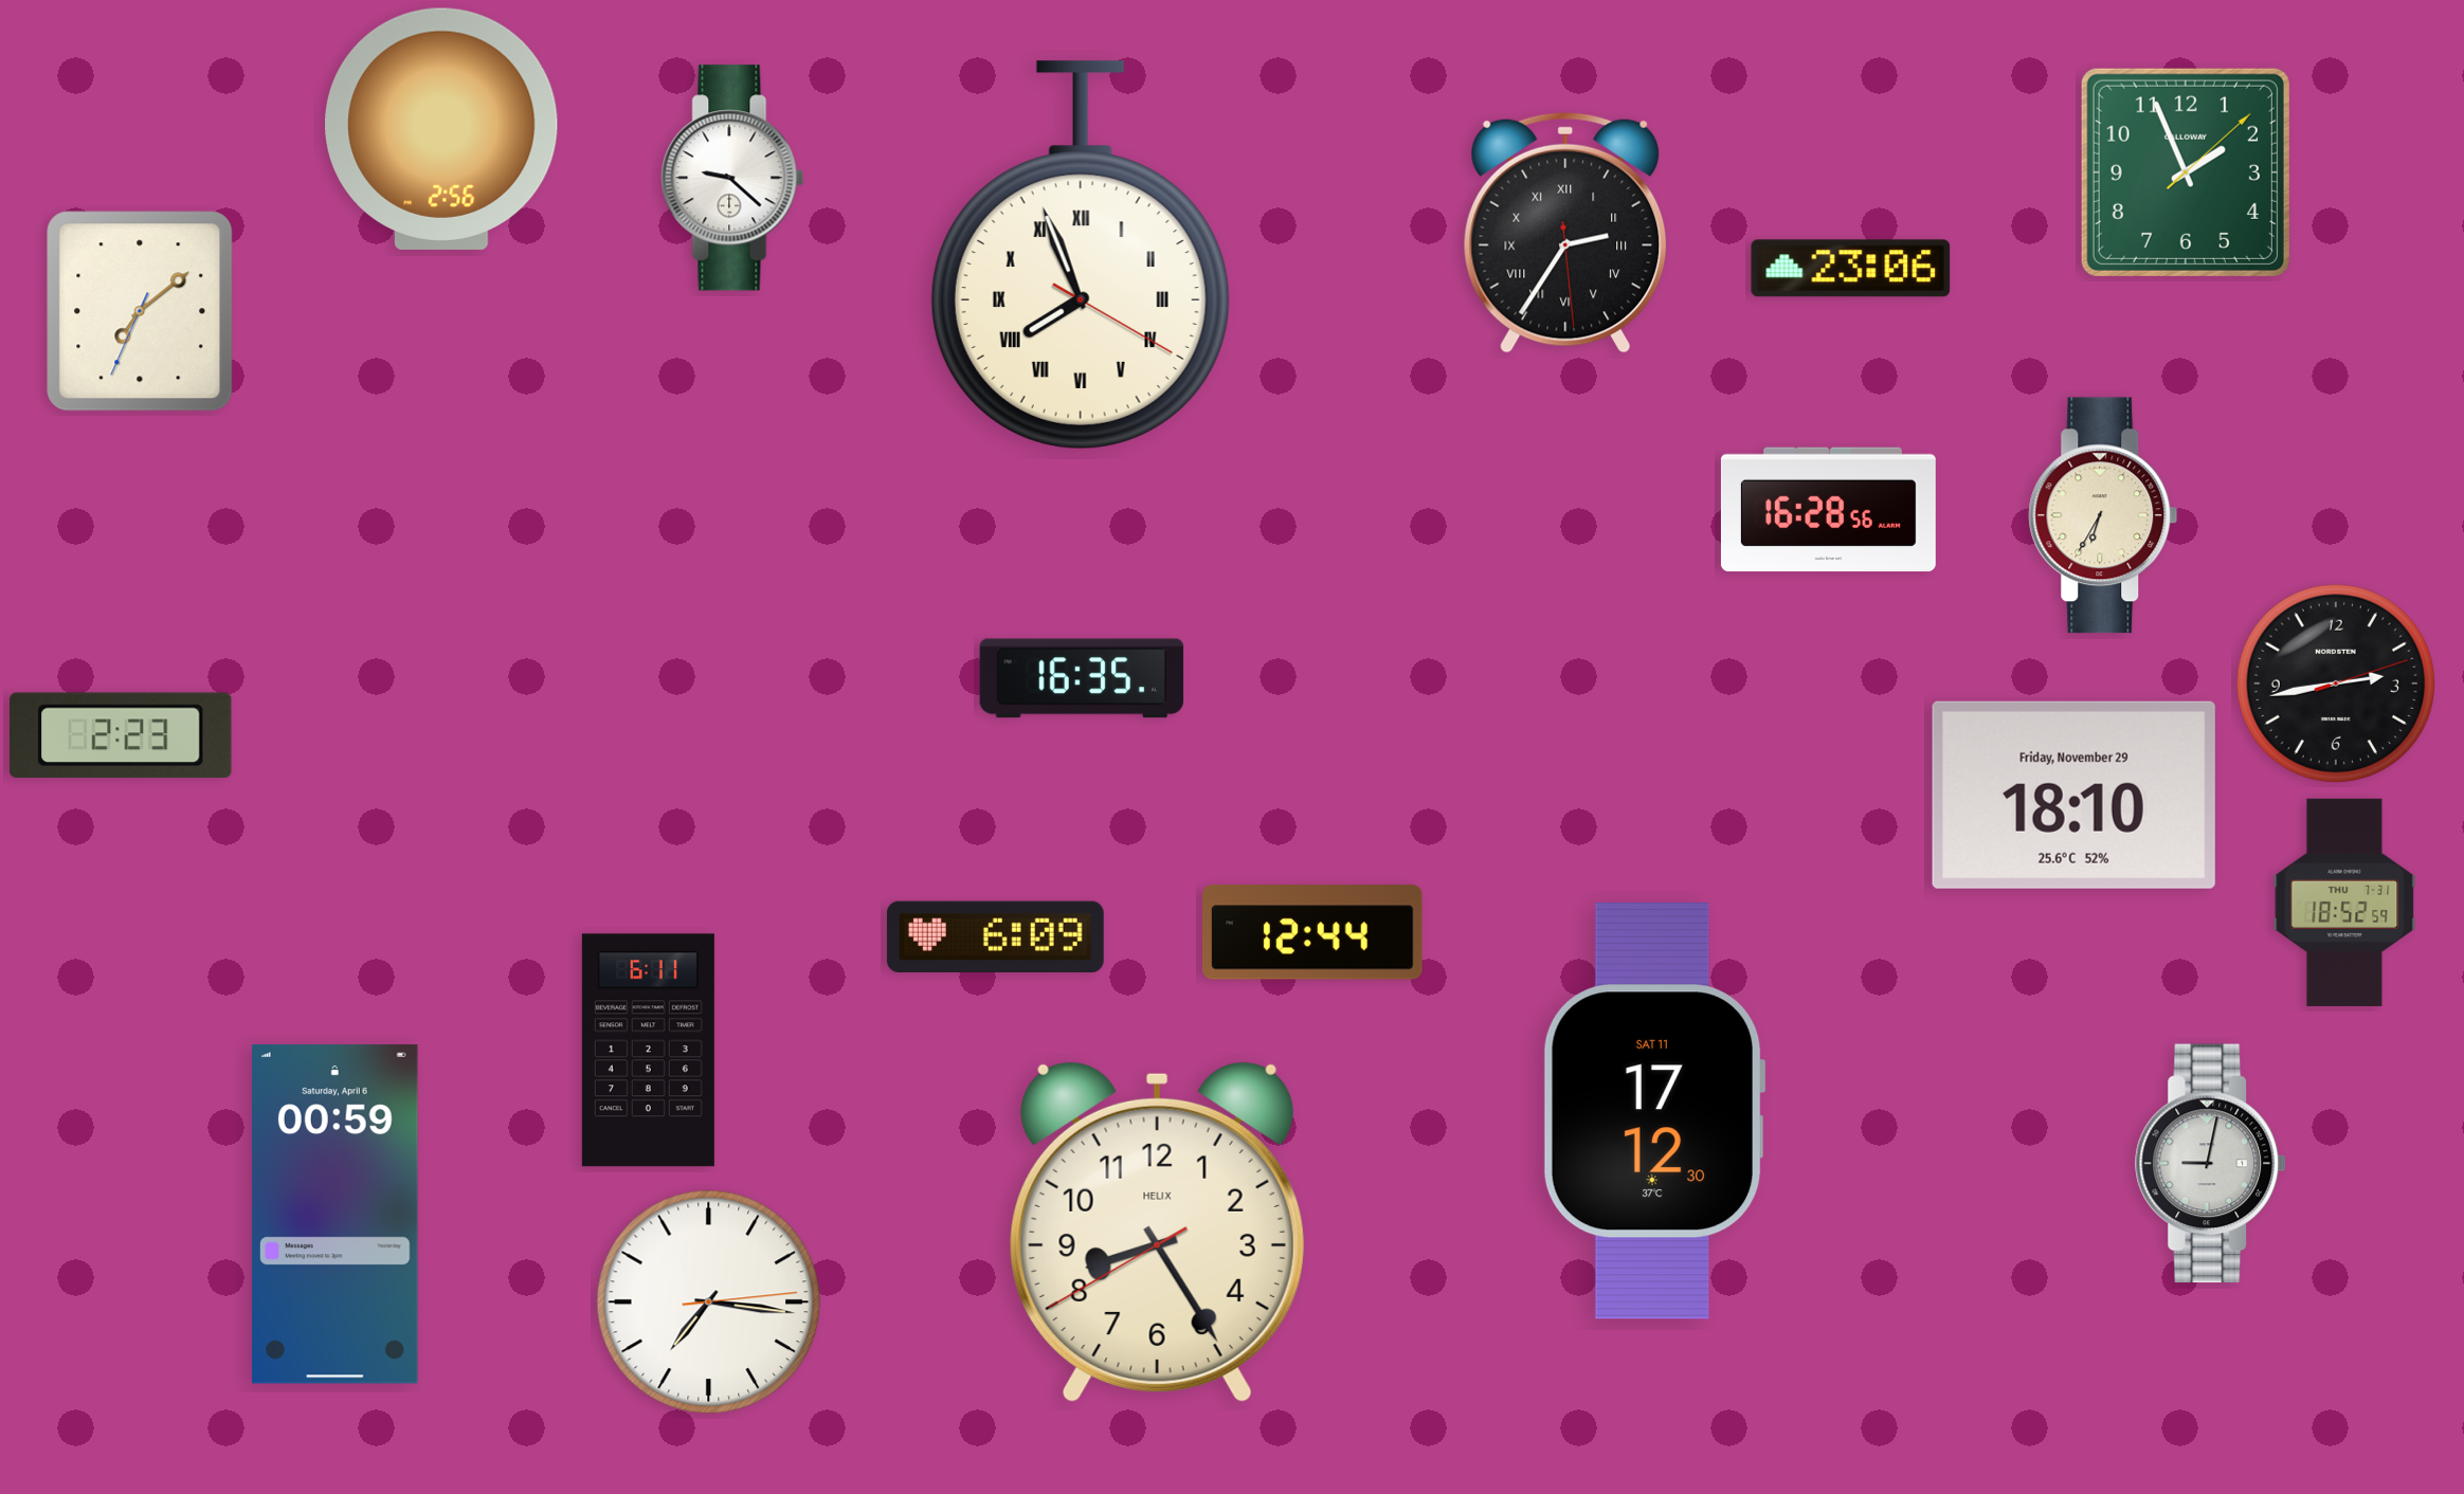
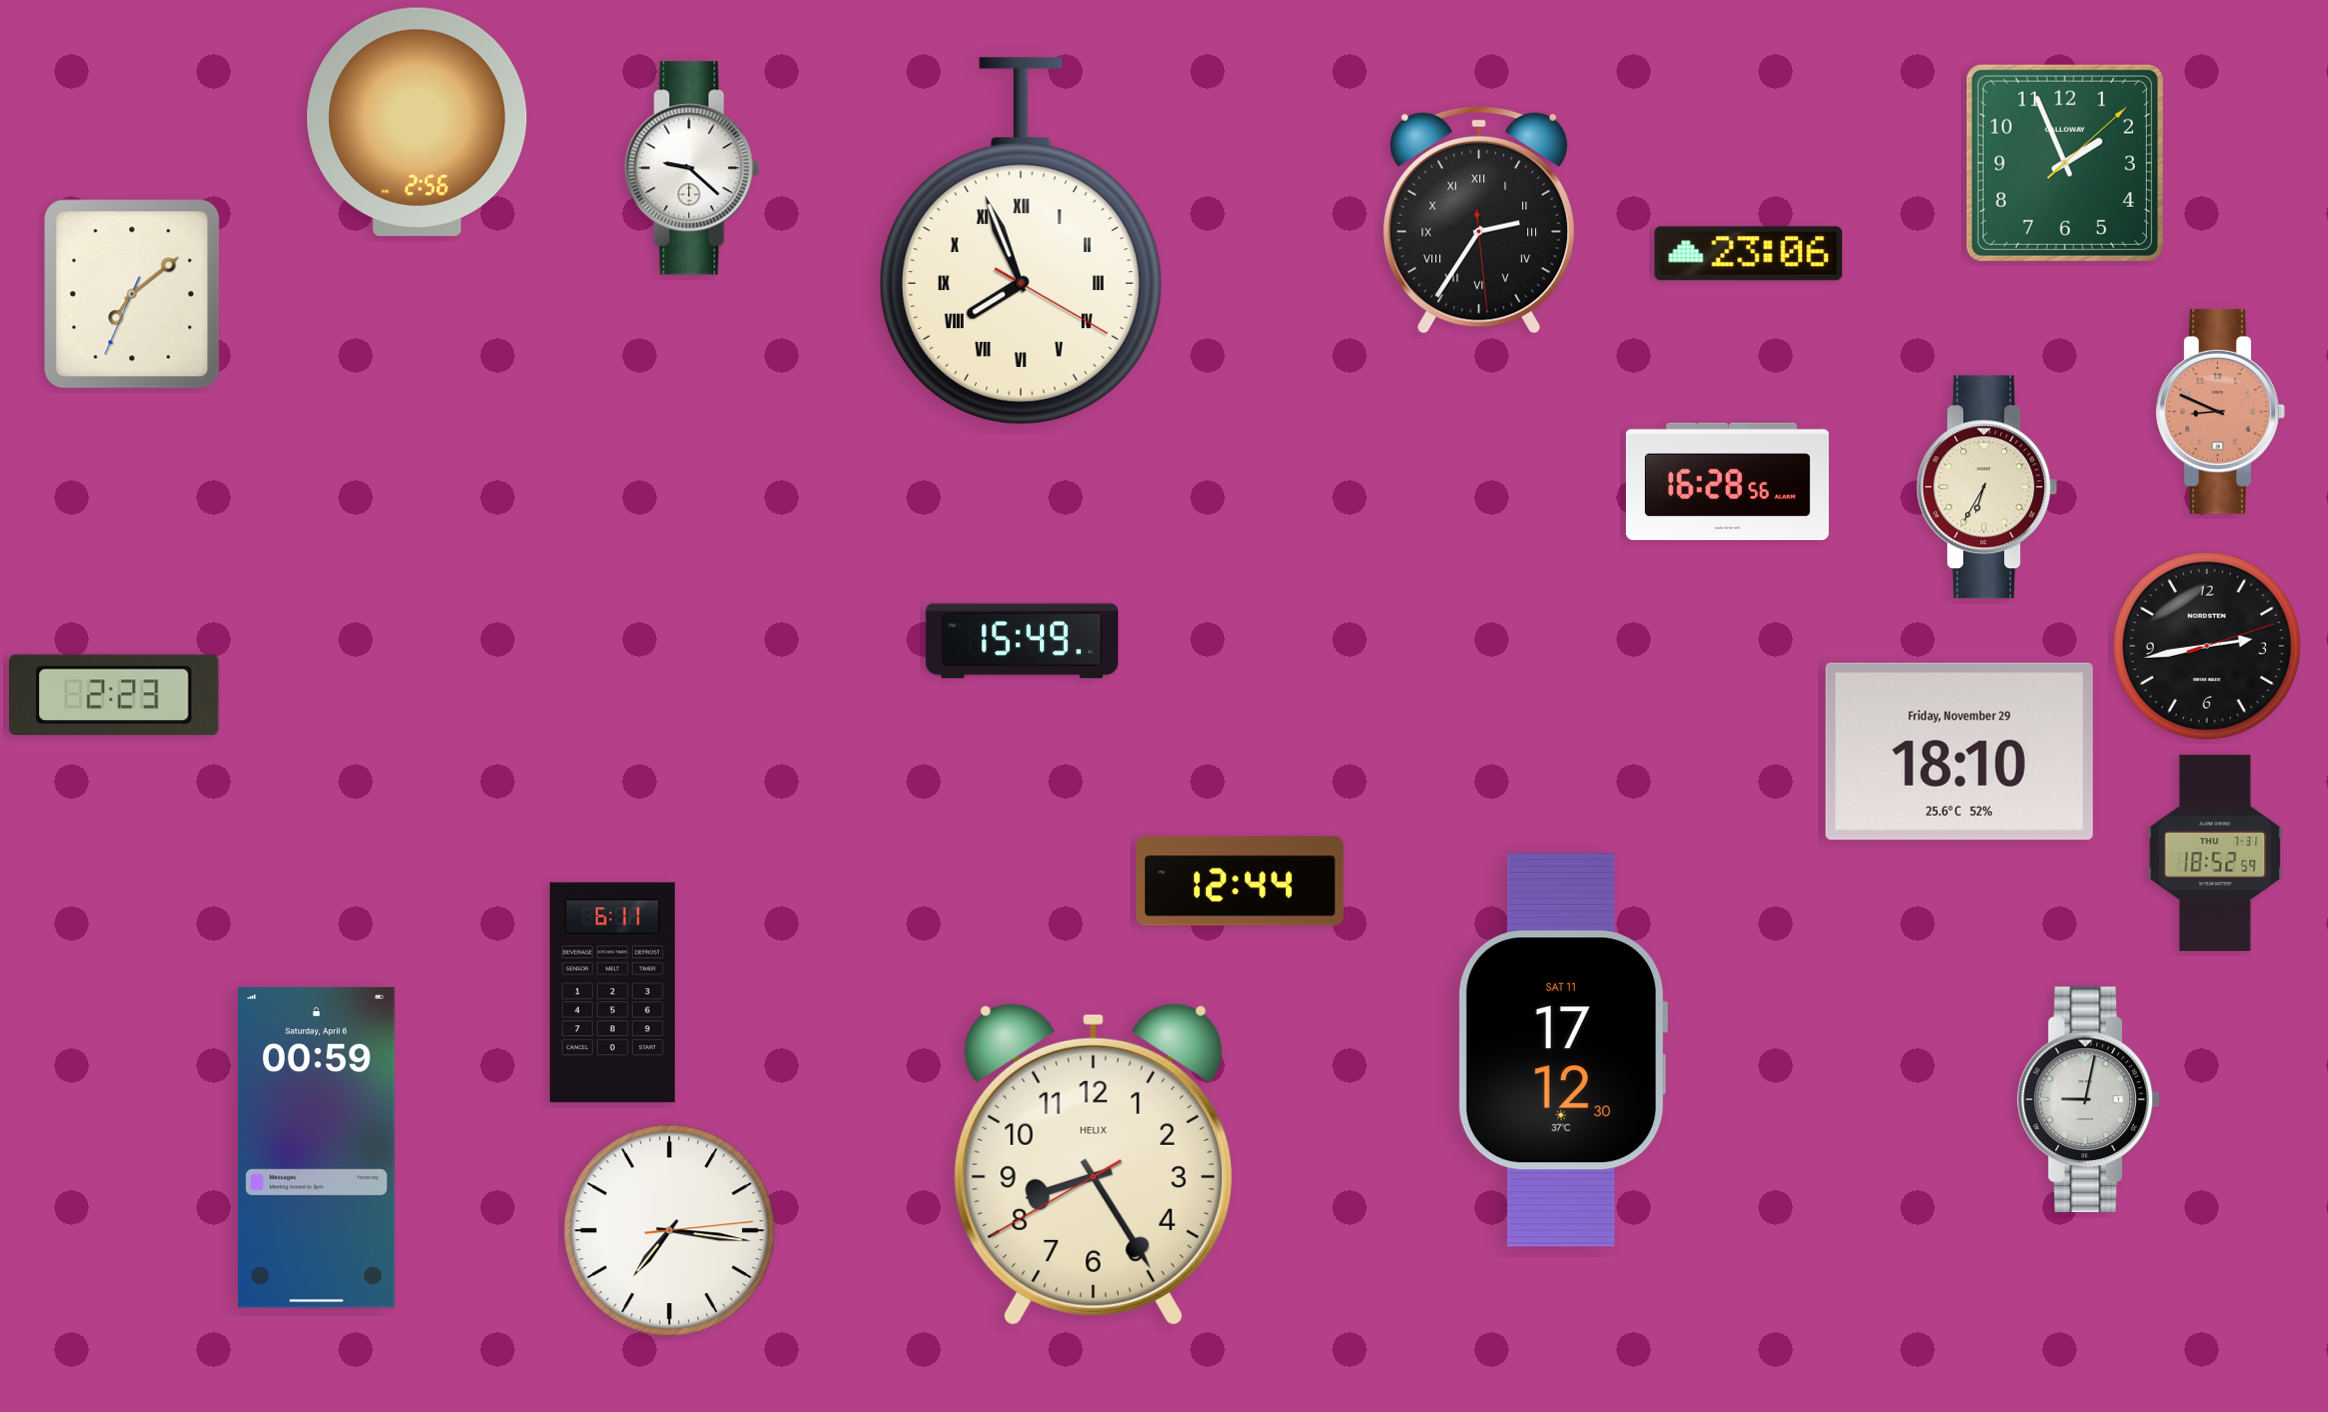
clock at (2220, 411): none -> 8:49
clock at (1082, 678): 16:35 -> 15:49
clock at (995, 936): 6:09 -> none
